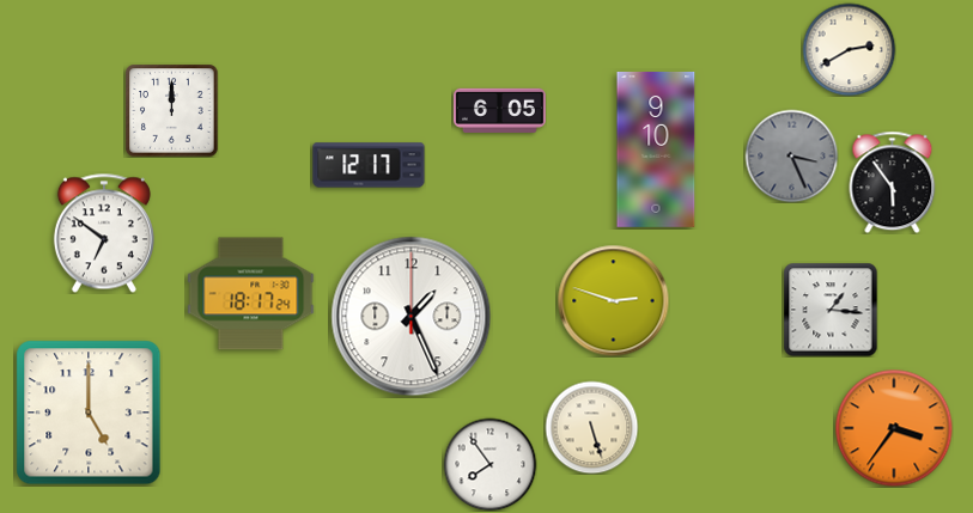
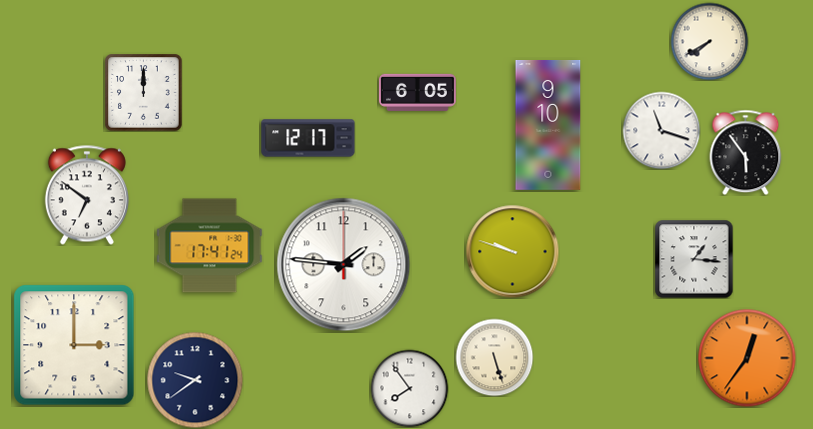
clock at (849, 49): 2:40 -> 7:40
clock at (791, 155): 3:26 -> 11:18
clock at (791, 155) dial: grey -> white
clock at (251, 294): 18:17 -> 17:41
clock at (613, 300): 2:48 -> 9:48
clock at (412, 317): 1:26 -> 1:46
clock at (89, 413): 5:00 -> 3:00
clock at (894, 428): 3:36 -> 12:36
clock at (195, 380): none -> 9:39
